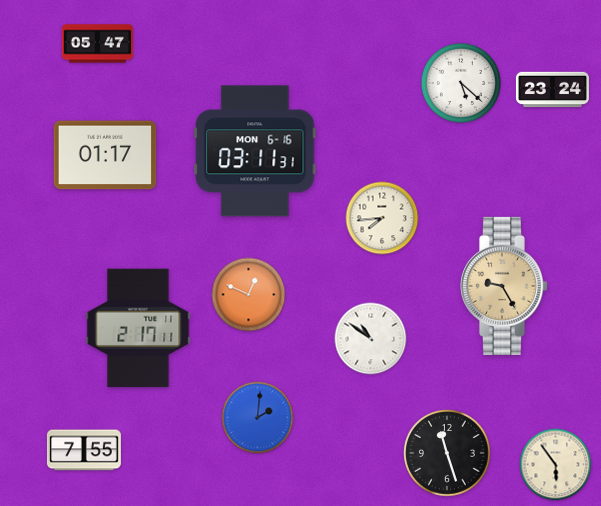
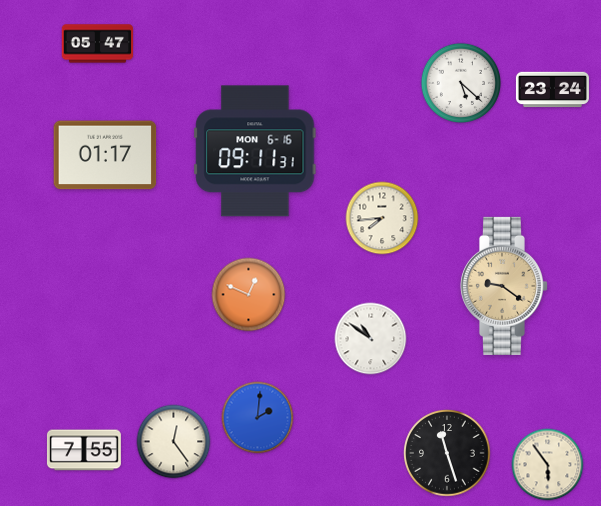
clock at (255, 151): 03:11 -> 09:11
clock at (504, 286): 9:25 -> 9:21
clock at (138, 328): 2:17 -> none
clock at (174, 442): none -> 12:24
clock at (556, 465) position: (556, 465) -> (548, 465)
